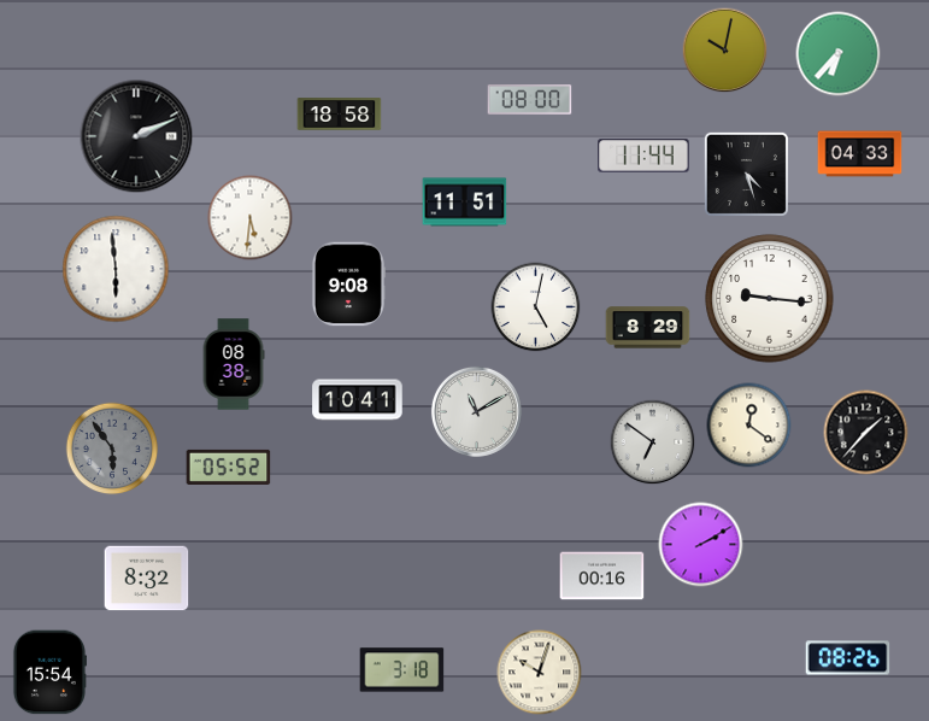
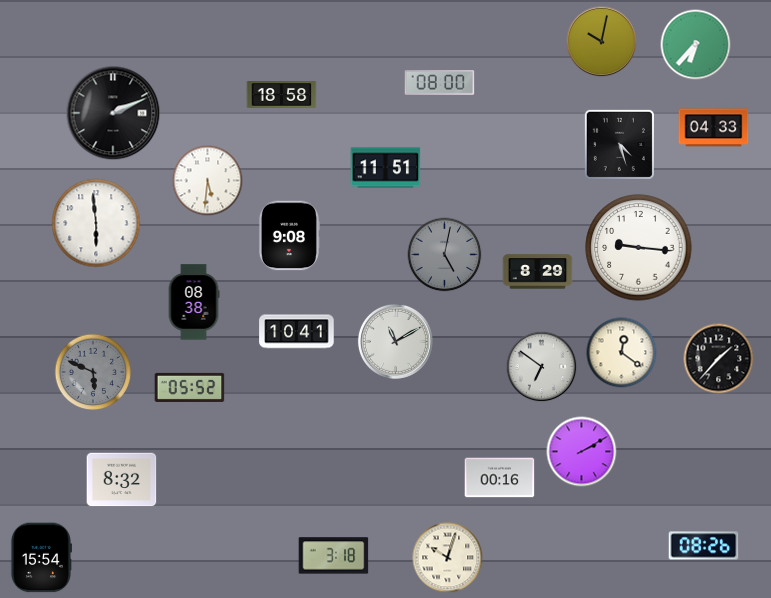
clock at (643, 156): 11:44 -> none
clock at (536, 307) dial: white -> grey
clock at (112, 449): 5:54 -> 5:49
